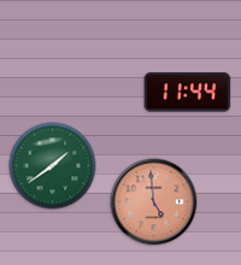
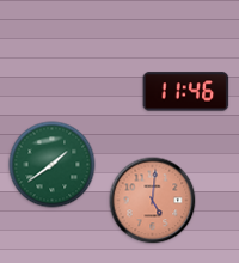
clock at (188, 93): 11:44 -> 11:46
clock at (154, 202): 4:59 -> 5:01
